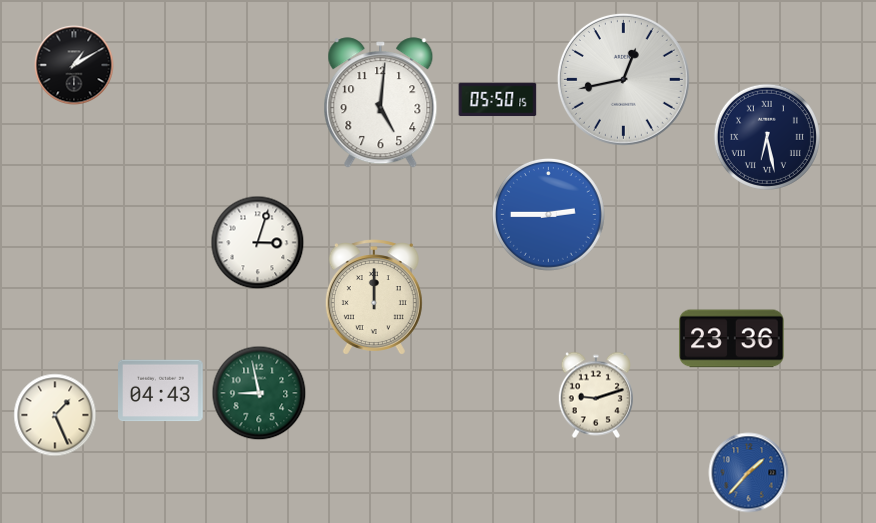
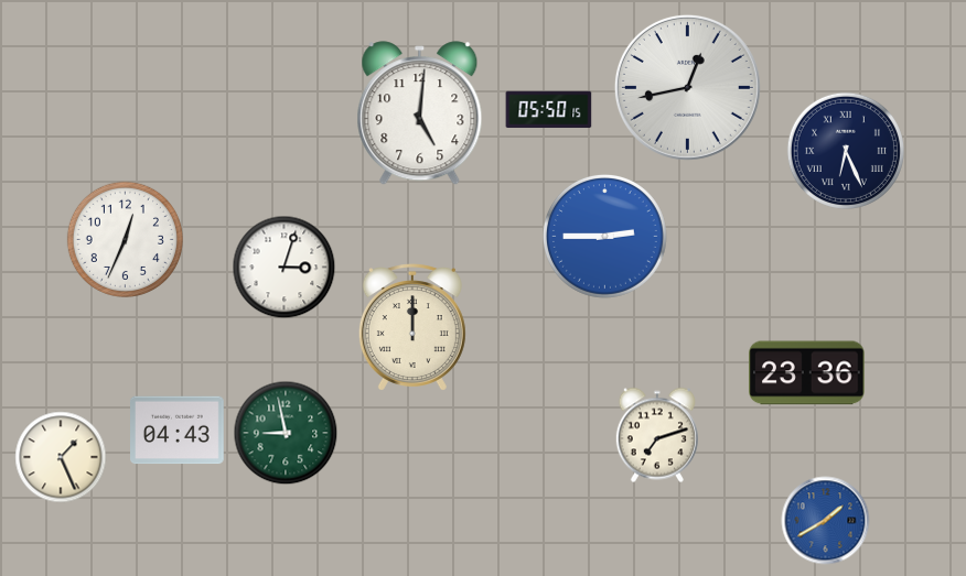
clock at (74, 65): 1:10 -> none
clock at (767, 137): 6:28 -> 6:26
clock at (125, 239): none -> 12:34
clock at (596, 395): 9:12 -> 7:12
clock at (749, 473): 1:37 -> 1:40
